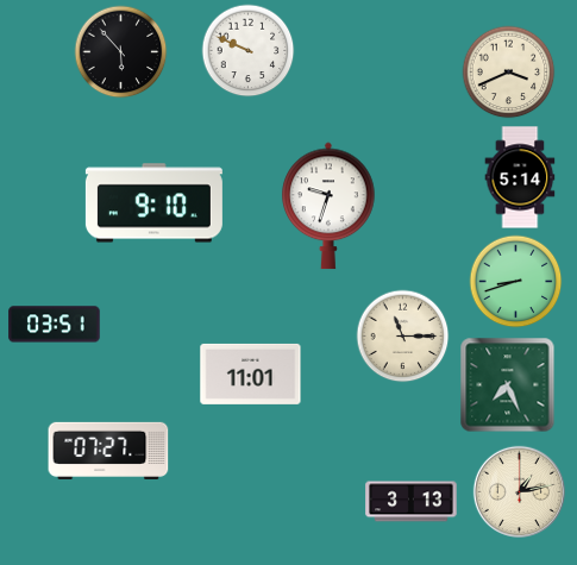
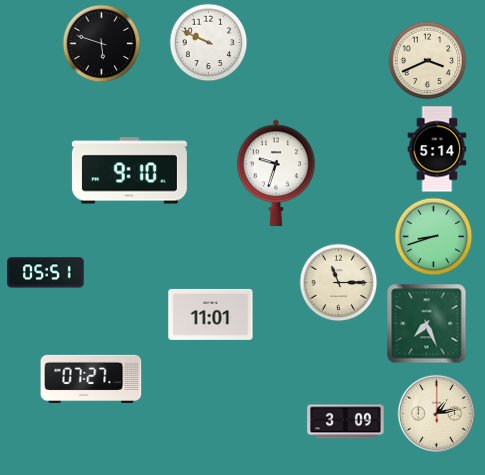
clock at (120, 51): 5:53 -> 5:48
clock at (55, 325): 03:51 -> 05:51
clock at (412, 502): 3:13 -> 3:09
